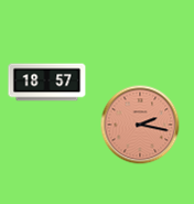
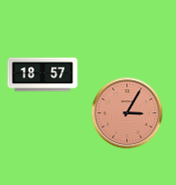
clock at (140, 125): 2:17 -> 3:05
